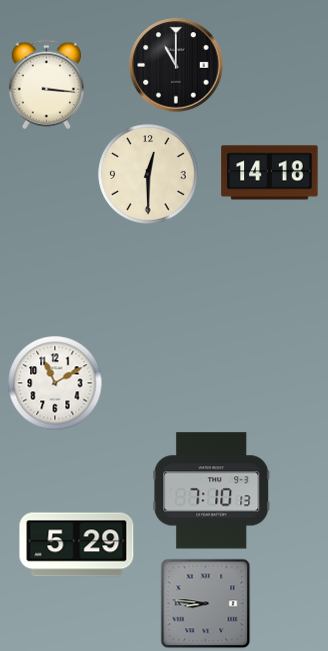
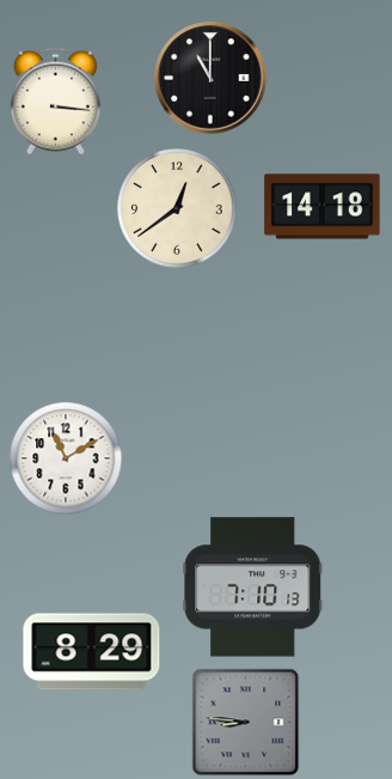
clock at (148, 174): 12:30 -> 12:39
clock at (77, 545): 5:29 -> 8:29
